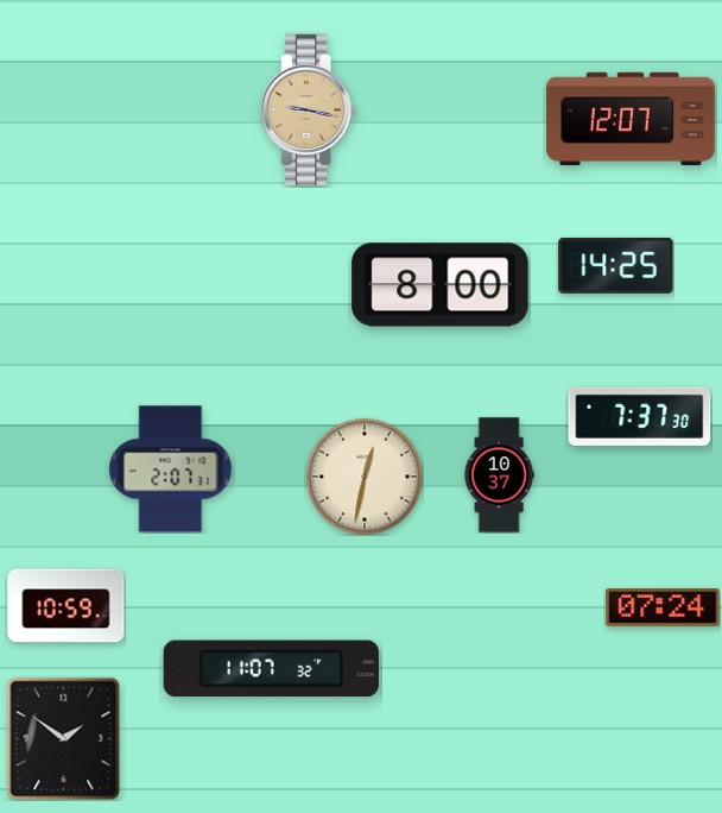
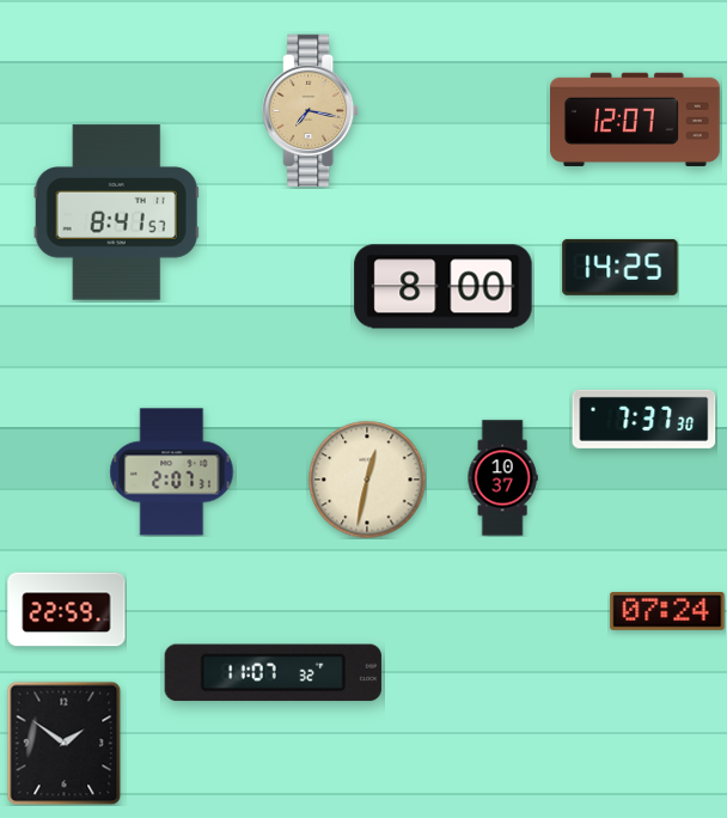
clock at (309, 111): 9:17 -> 7:17
clock at (116, 213): none -> 8:41
clock at (66, 606): 10:59 -> 22:59
